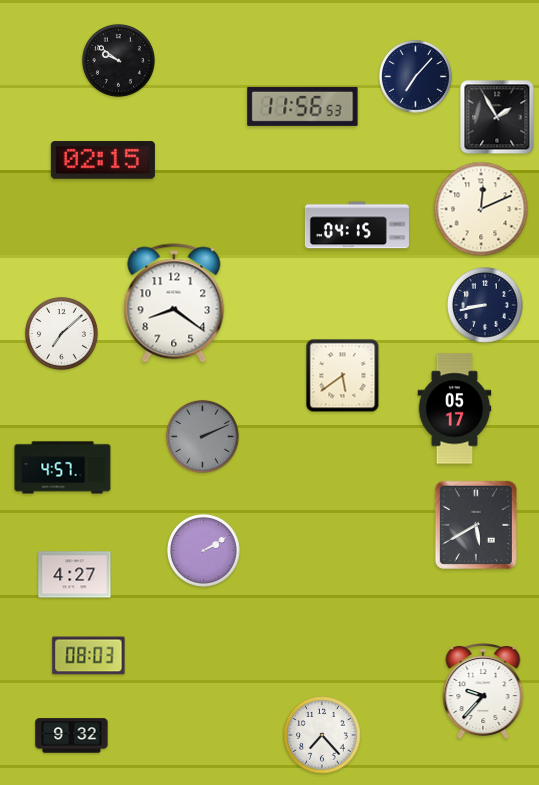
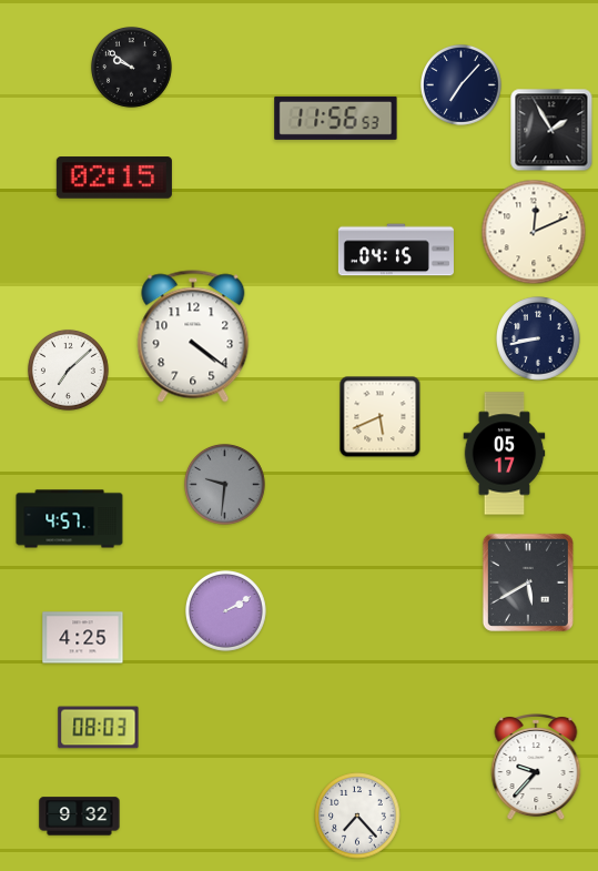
clock at (174, 303): 8:21 -> 4:21
clock at (343, 376): 5:39 -> 5:41
clock at (202, 436): 2:11 -> 9:31
clock at (75, 575): 4:27 -> 4:25
